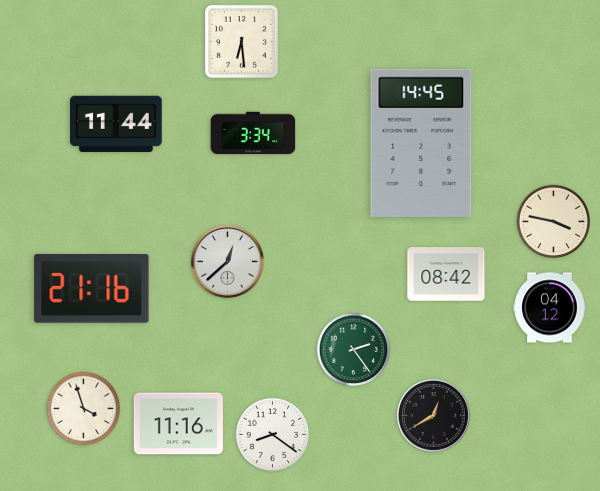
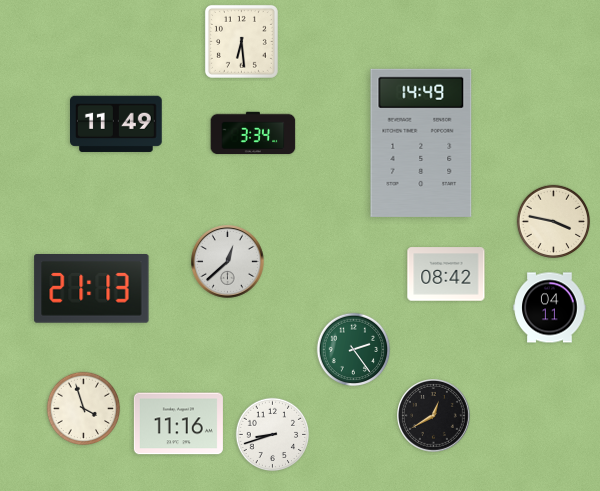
clock at (117, 124): 11:44 -> 11:49
clock at (421, 143): 14:45 -> 14:49
clock at (92, 289): 21:16 -> 21:13
clock at (550, 308): 04:12 -> 04:11
clock at (273, 435): 8:21 -> 8:42
